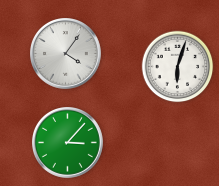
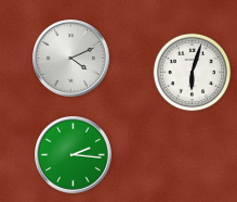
clock at (66, 54): 4:06 -> 4:11
clock at (68, 143): 3:07 -> 2:16
